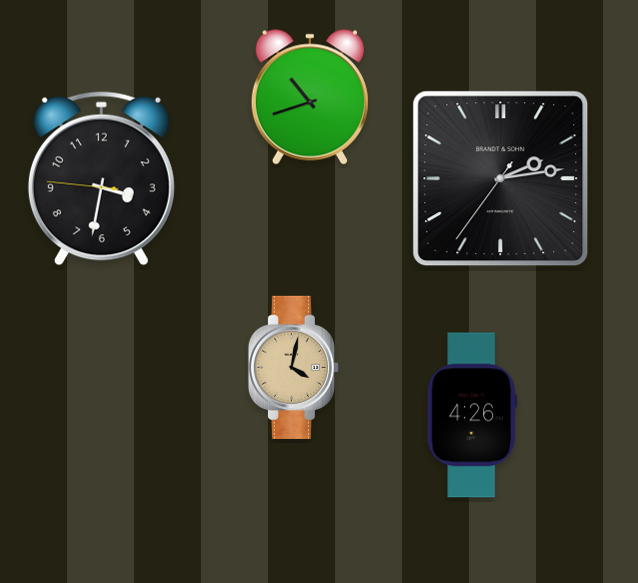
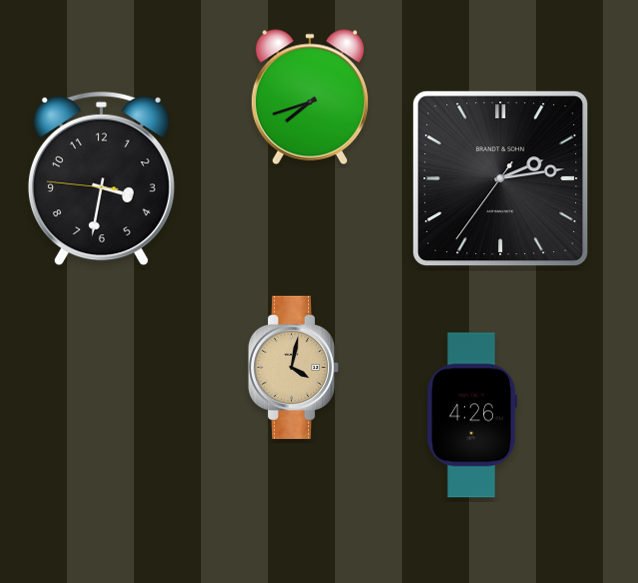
clock at (310, 97): 10:42 -> 7:42
